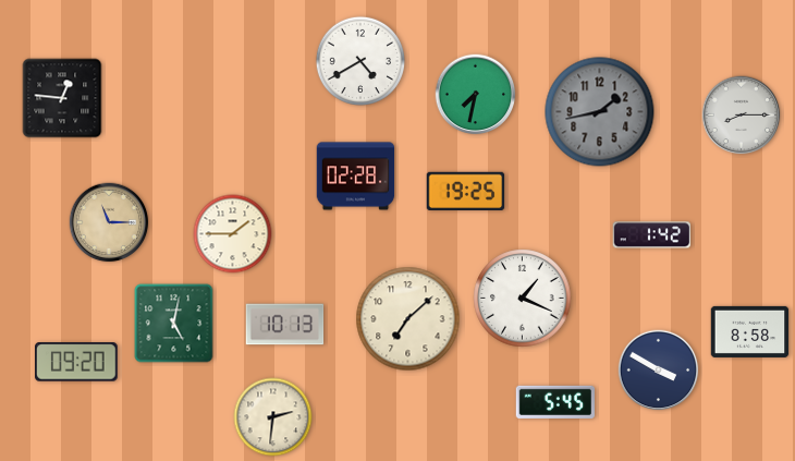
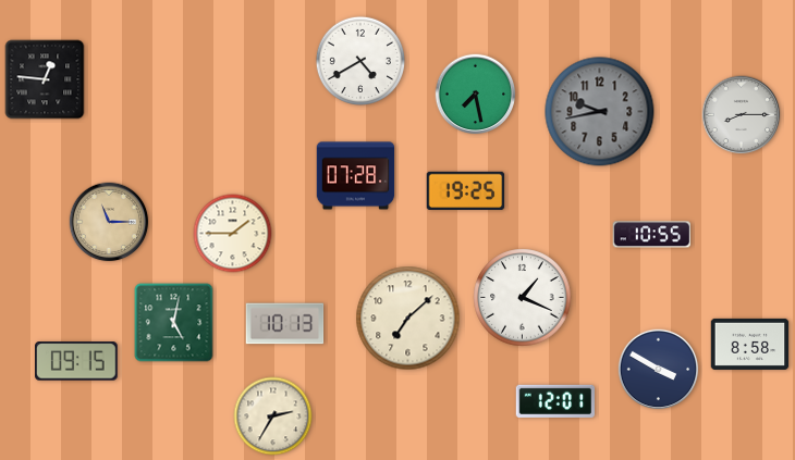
clock at (476, 95): 7:32 -> 7:28
clock at (62, 98) position: (62, 98) -> (45, 79)
clock at (600, 112): 1:43 -> 9:43
clock at (356, 177): 02:28 -> 07:28
clock at (652, 235): 1:42 -> 10:55
clock at (750, 331) position: (750, 331) -> (750, 344)
clock at (77, 362): 09:20 -> 09:15
clock at (554, 402): 5:45 -> 12:01
clock at (273, 417): 2:31 -> 2:35
